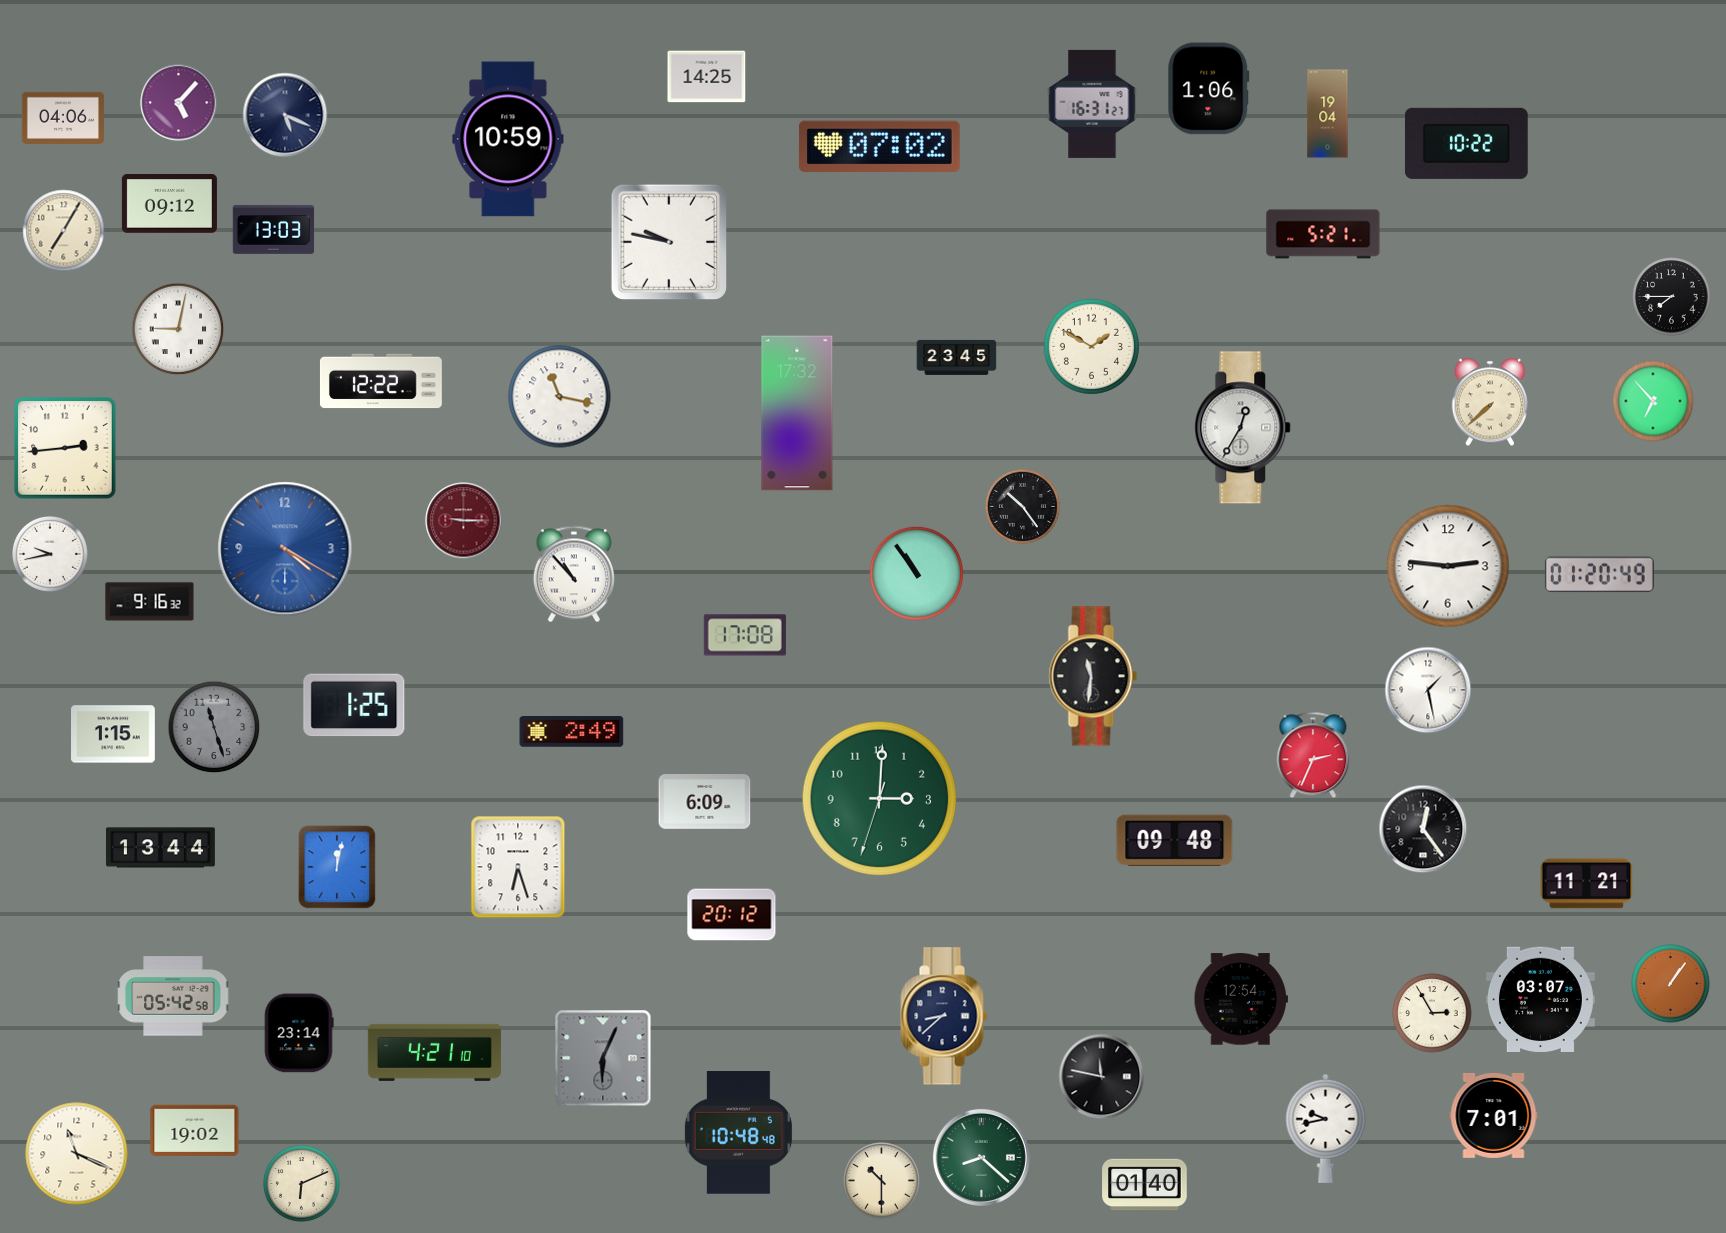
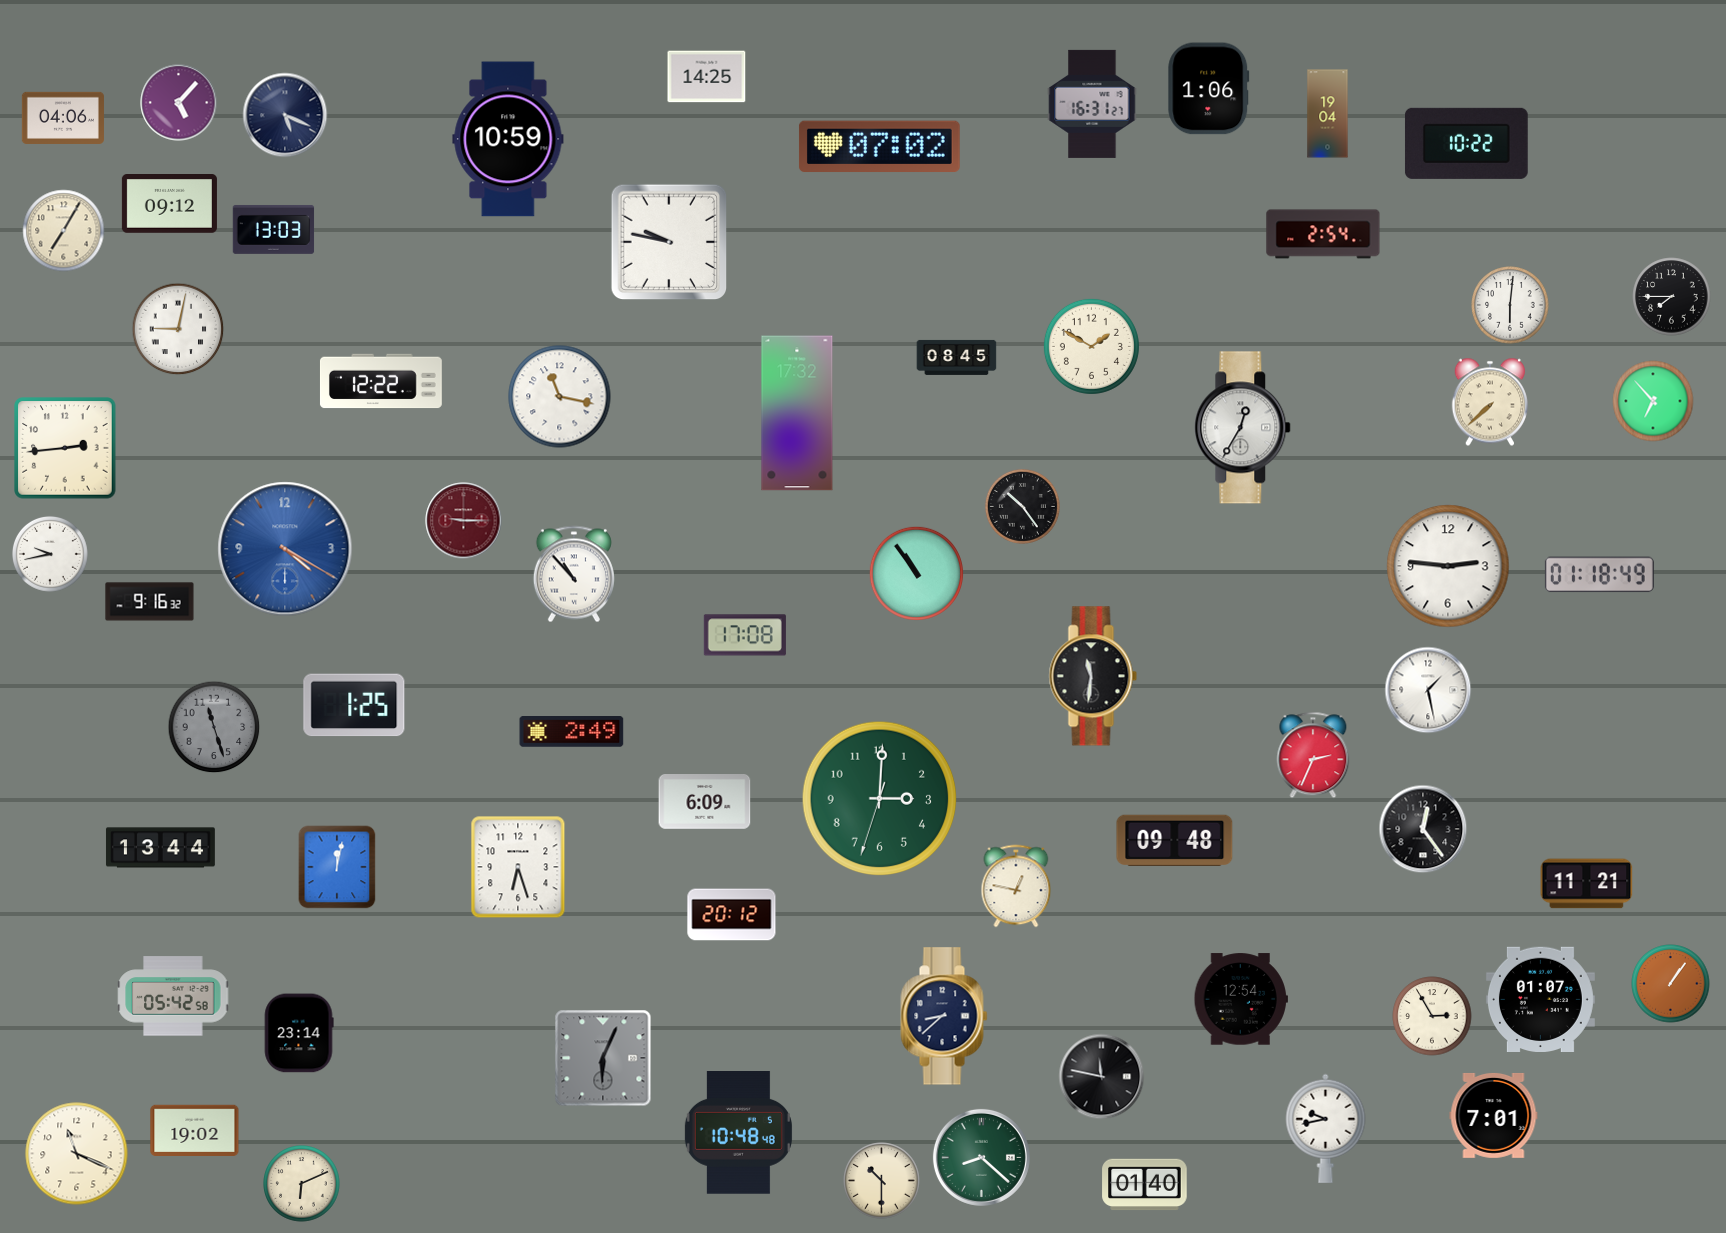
clock at (1323, 234): 5:21 -> 2:54
clock at (1510, 305): none -> 6:01
clock at (957, 357): 23:45 -> 08:45
clock at (1599, 575): 01:20 -> 01:18
clock at (114, 734): 1:15 -> none
clock at (1016, 886): none -> 12:47
clock at (1540, 999): 03:07 -> 01:07
clock at (1432, 1013) position: (1432, 1013) -> (1432, 1016)
clock at (434, 1052): 4:21 -> none
